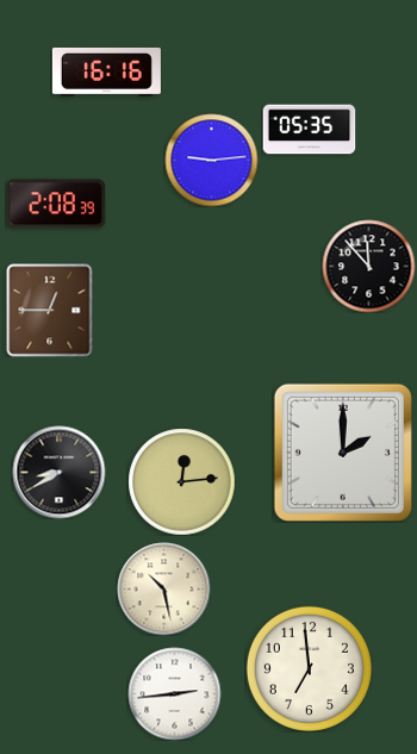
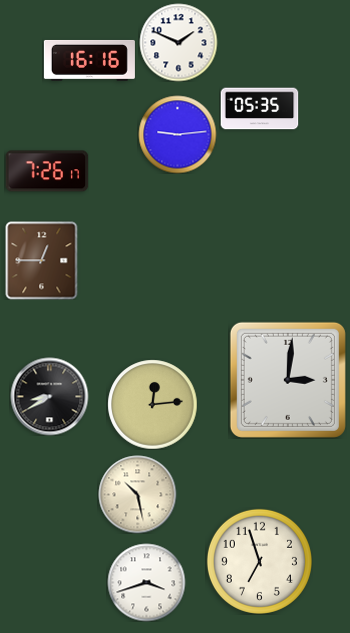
clock at (178, 42): none -> 1:49
clock at (56, 204): 2:08 -> 7:26
clock at (368, 266): 11:53 -> none
clock at (343, 453): 2:00 -> 3:01
clock at (309, 668): 6:59 -> 6:57
clock at (174, 693): 2:44 -> 3:42
